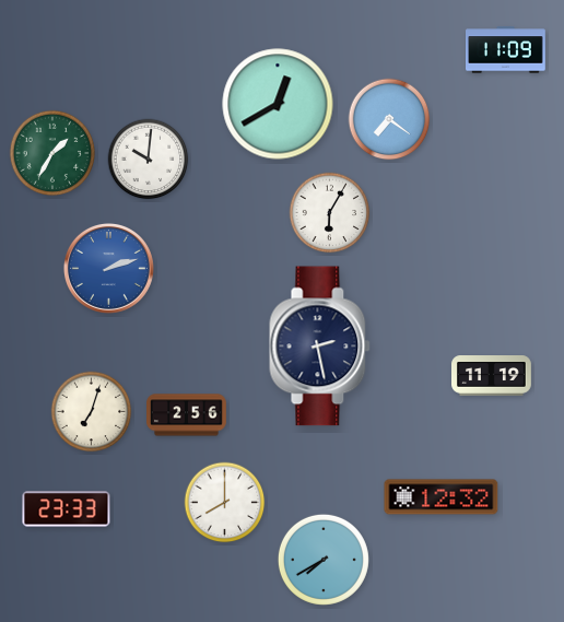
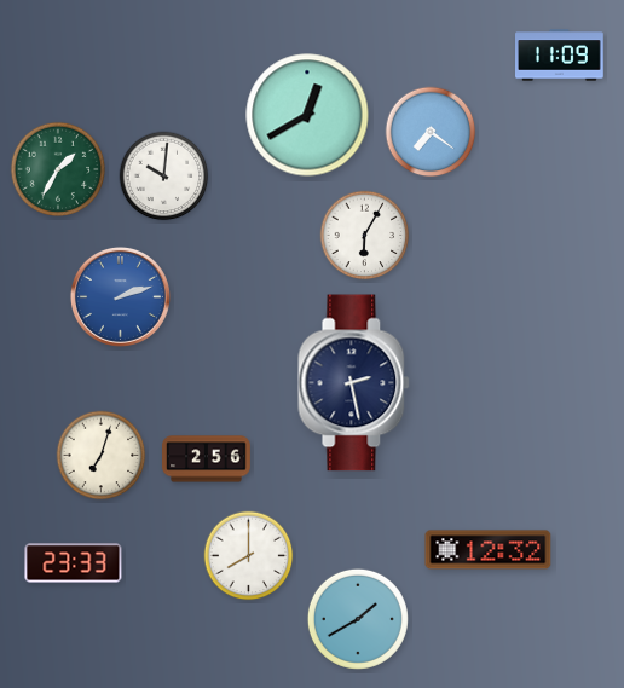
clock at (492, 376): 11:19 -> none
clock at (324, 560): 7:40 -> 1:40
